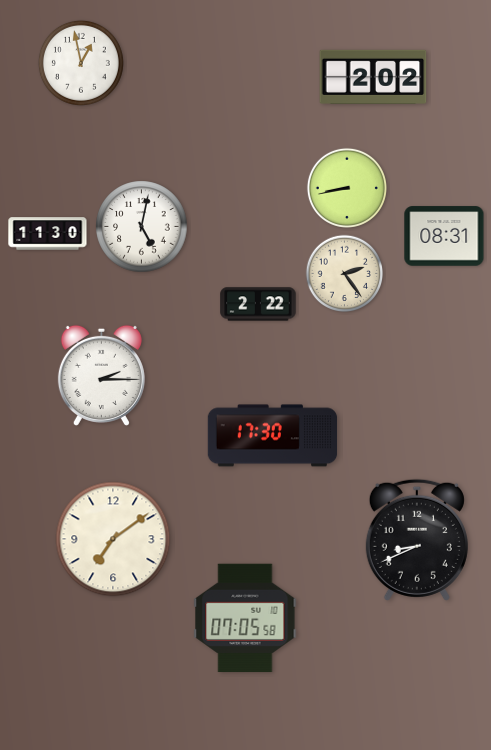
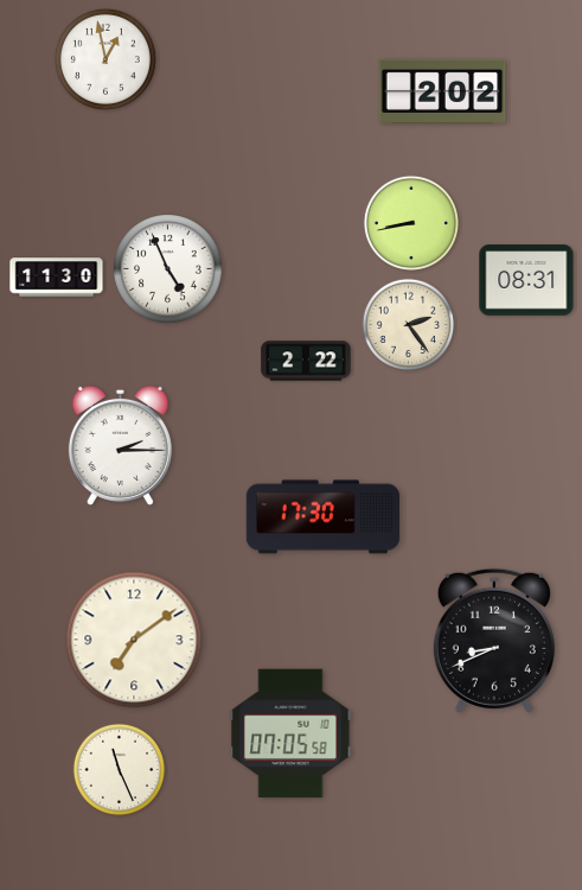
clock at (81, 63) position: (81, 63) -> (105, 59)
clock at (142, 227): 5:02 -> 4:56
clock at (120, 770): none -> 11:26
